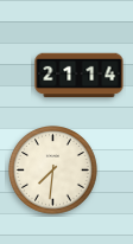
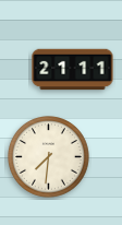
clock at (80, 76): 21:14 -> 21:11
